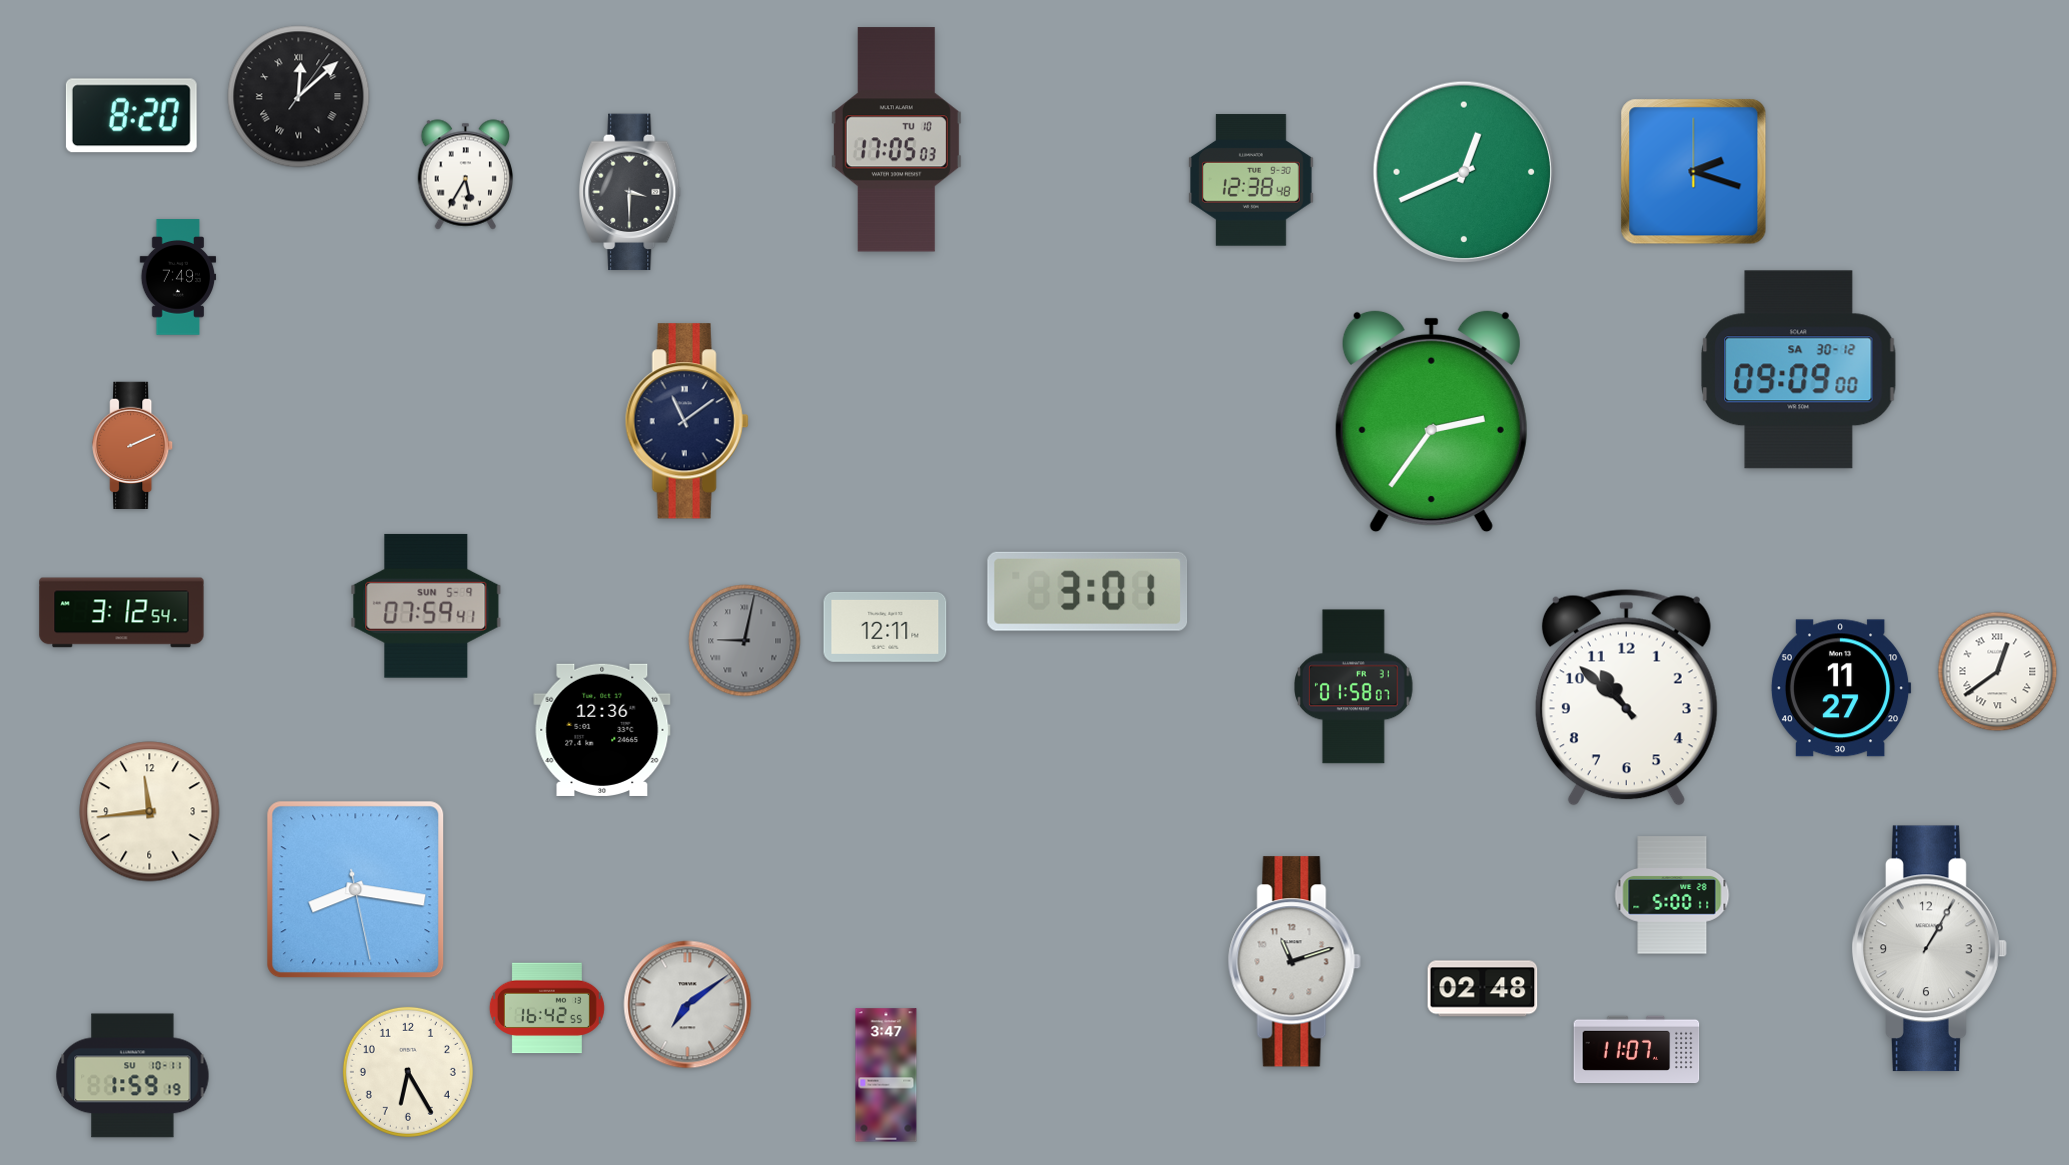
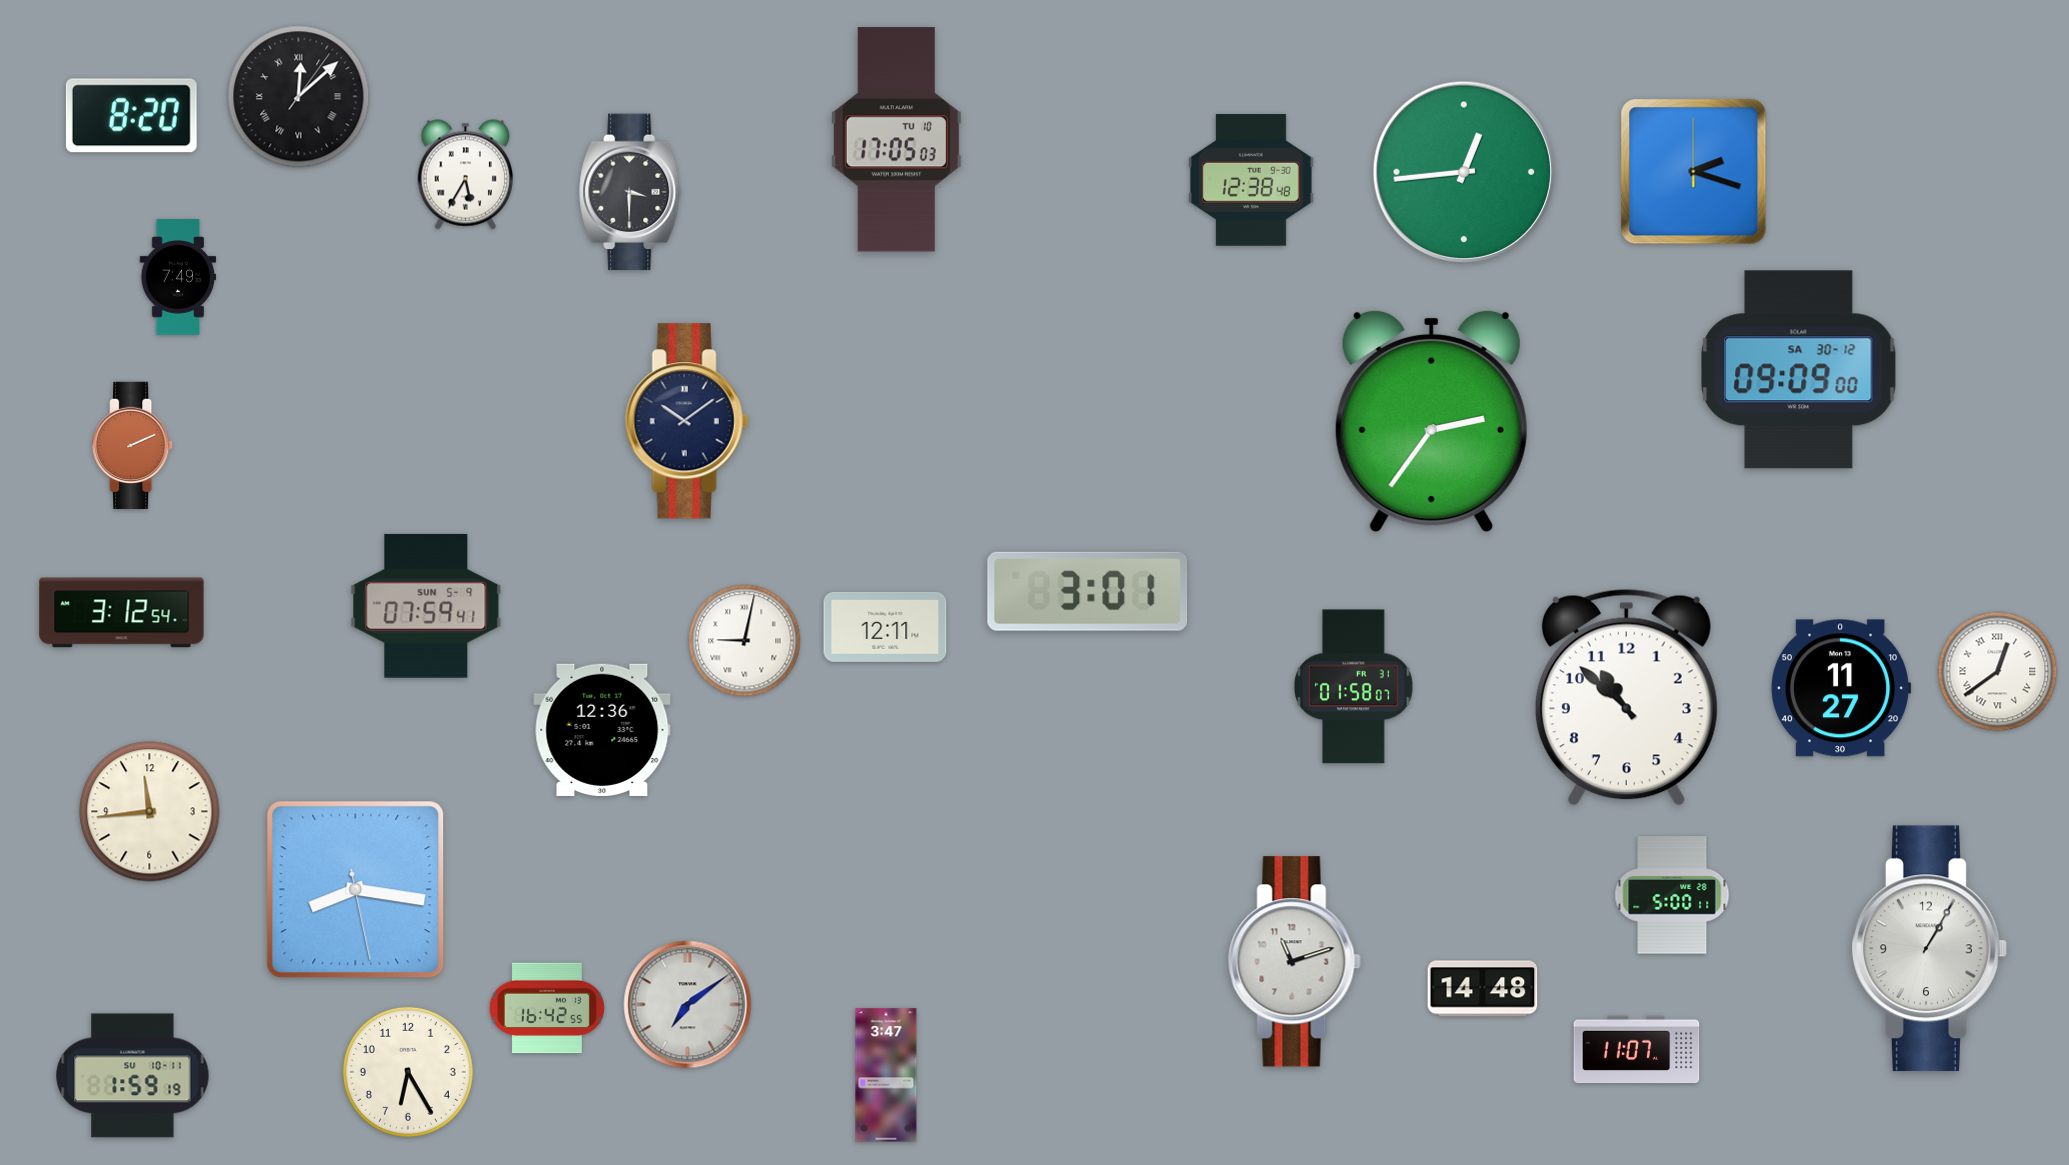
clock at (1464, 172): 12:41 -> 12:44
clock at (687, 421): 11:09 -> 10:09
clock at (745, 641) dial: grey -> white
clock at (1483, 989): 02:48 -> 14:48
